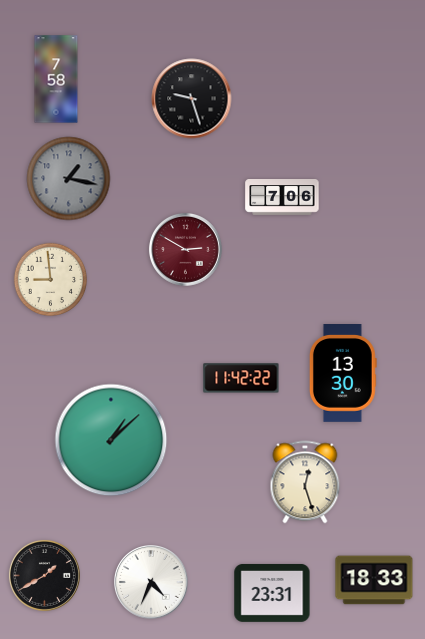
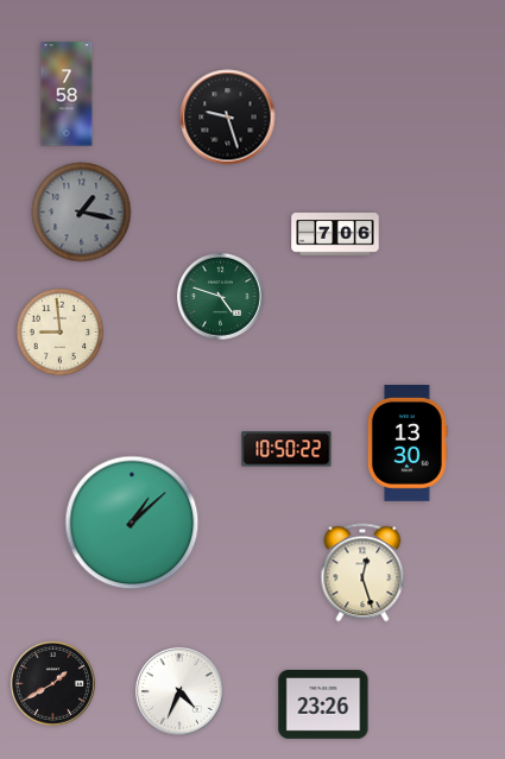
clock at (185, 250): 2:50 -> 4:48
clock at (185, 250) dial: burgundy -> green
clock at (241, 378): 11:42 -> 10:50
clock at (374, 580): 18:33 -> none
clock at (272, 593): 23:31 -> 23:26
